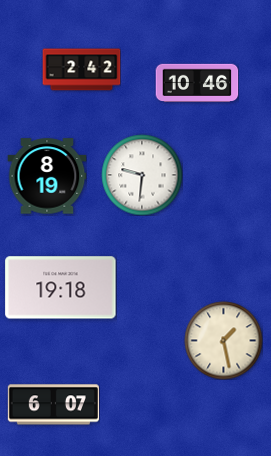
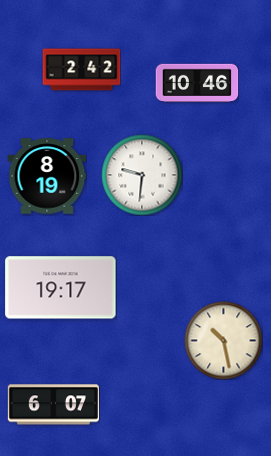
clock at (61, 288): 19:18 -> 19:17
clock at (223, 340): 1:28 -> 10:28
